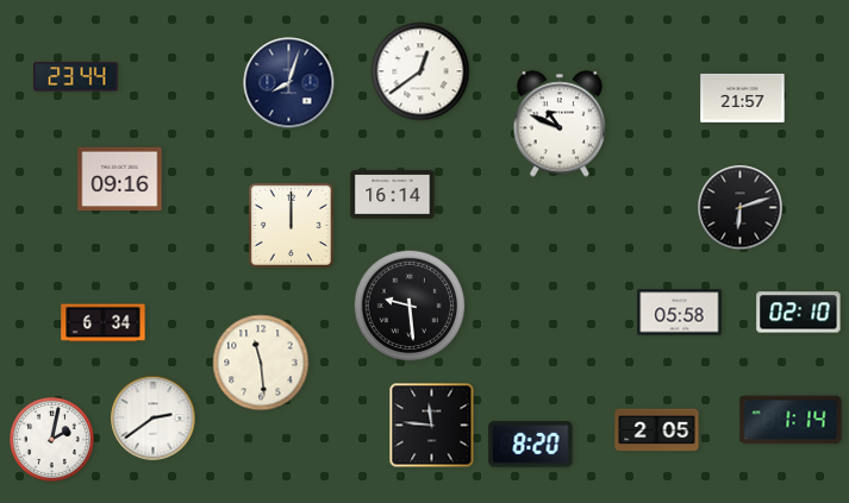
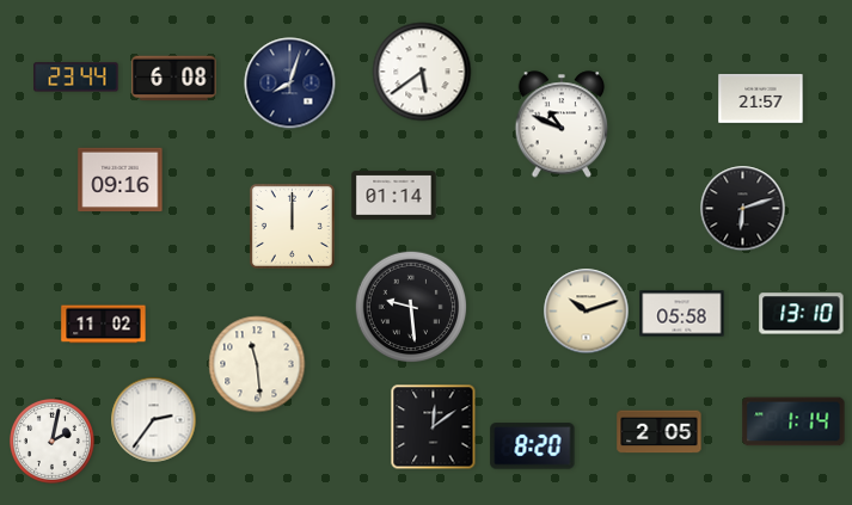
clock at (420, 71): 12:39 -> 5:39
clock at (174, 79): none -> 6:08
clock at (743, 98) position: (743, 98) -> (761, 98)
clock at (393, 195): 16:14 -> 01:14
clock at (587, 312): none -> 10:12
clock at (799, 313): 02:10 -> 13:10
clock at (104, 323): 6:34 -> 11:02
clock at (261, 363) position: (261, 363) -> (257, 364)
clock at (154, 419): 2:39 -> 2:36
clock at (432, 426): 11:46 -> 12:09
